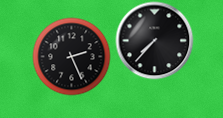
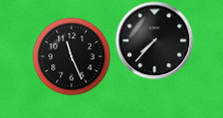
clock at (71, 56): 2:26 -> 11:26
